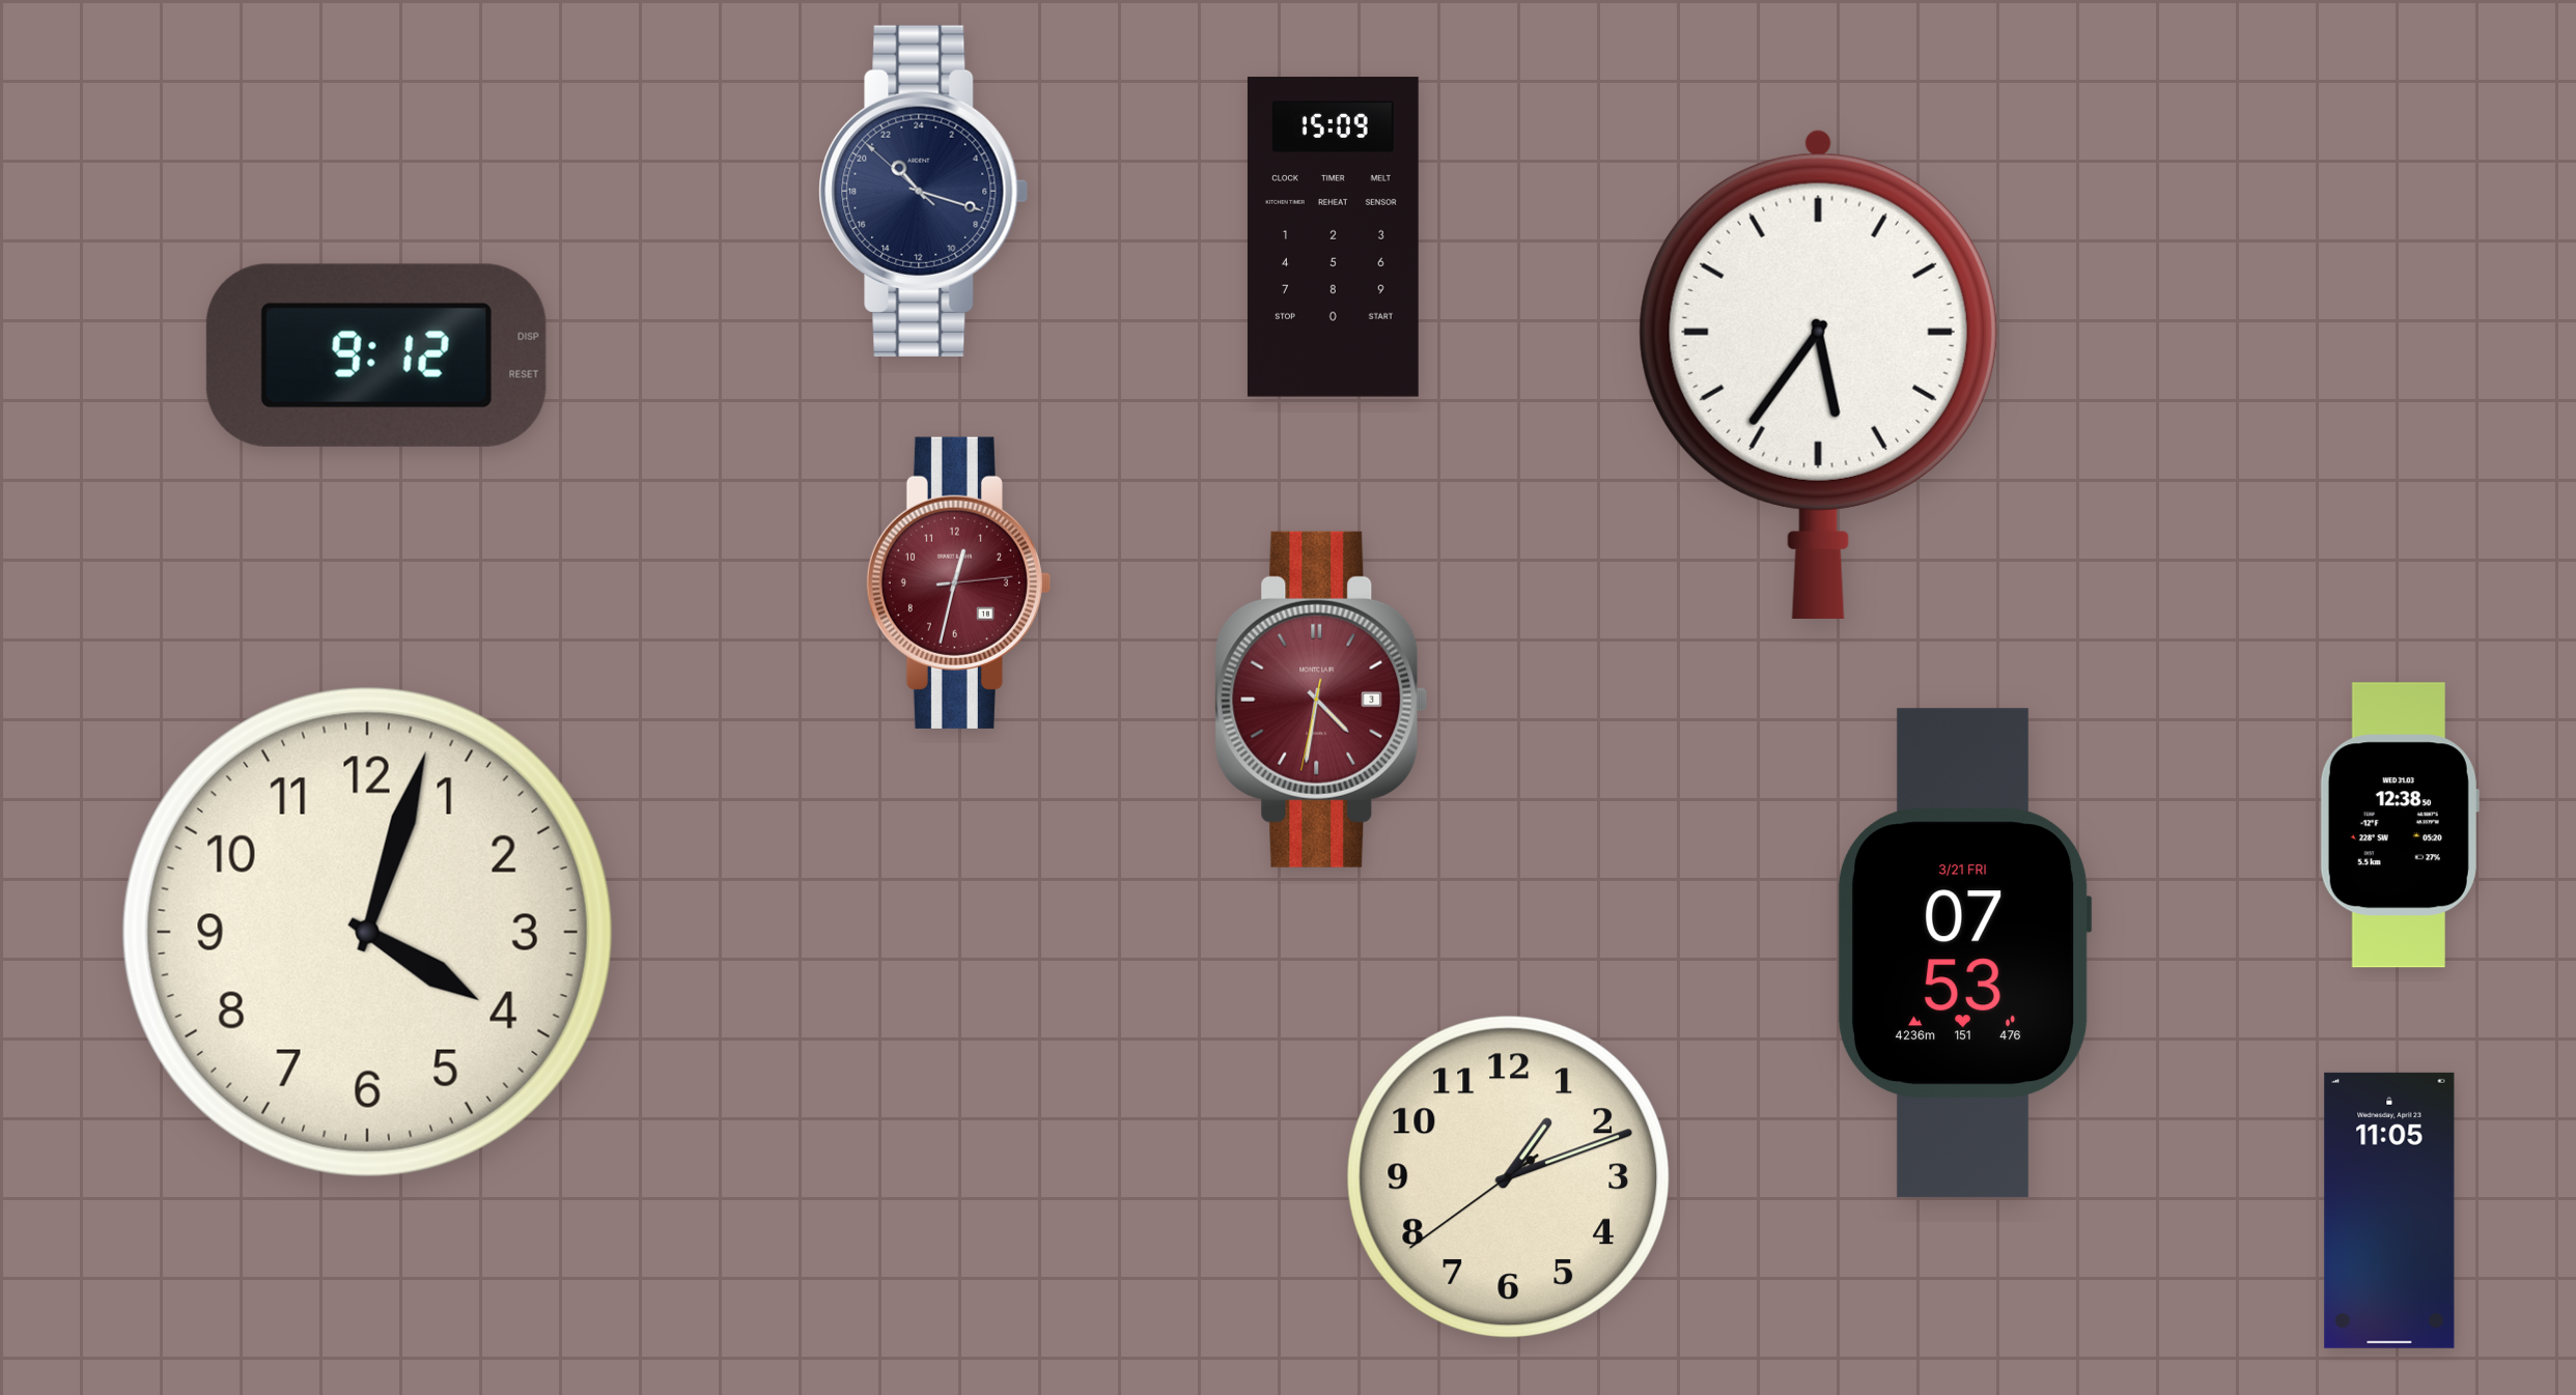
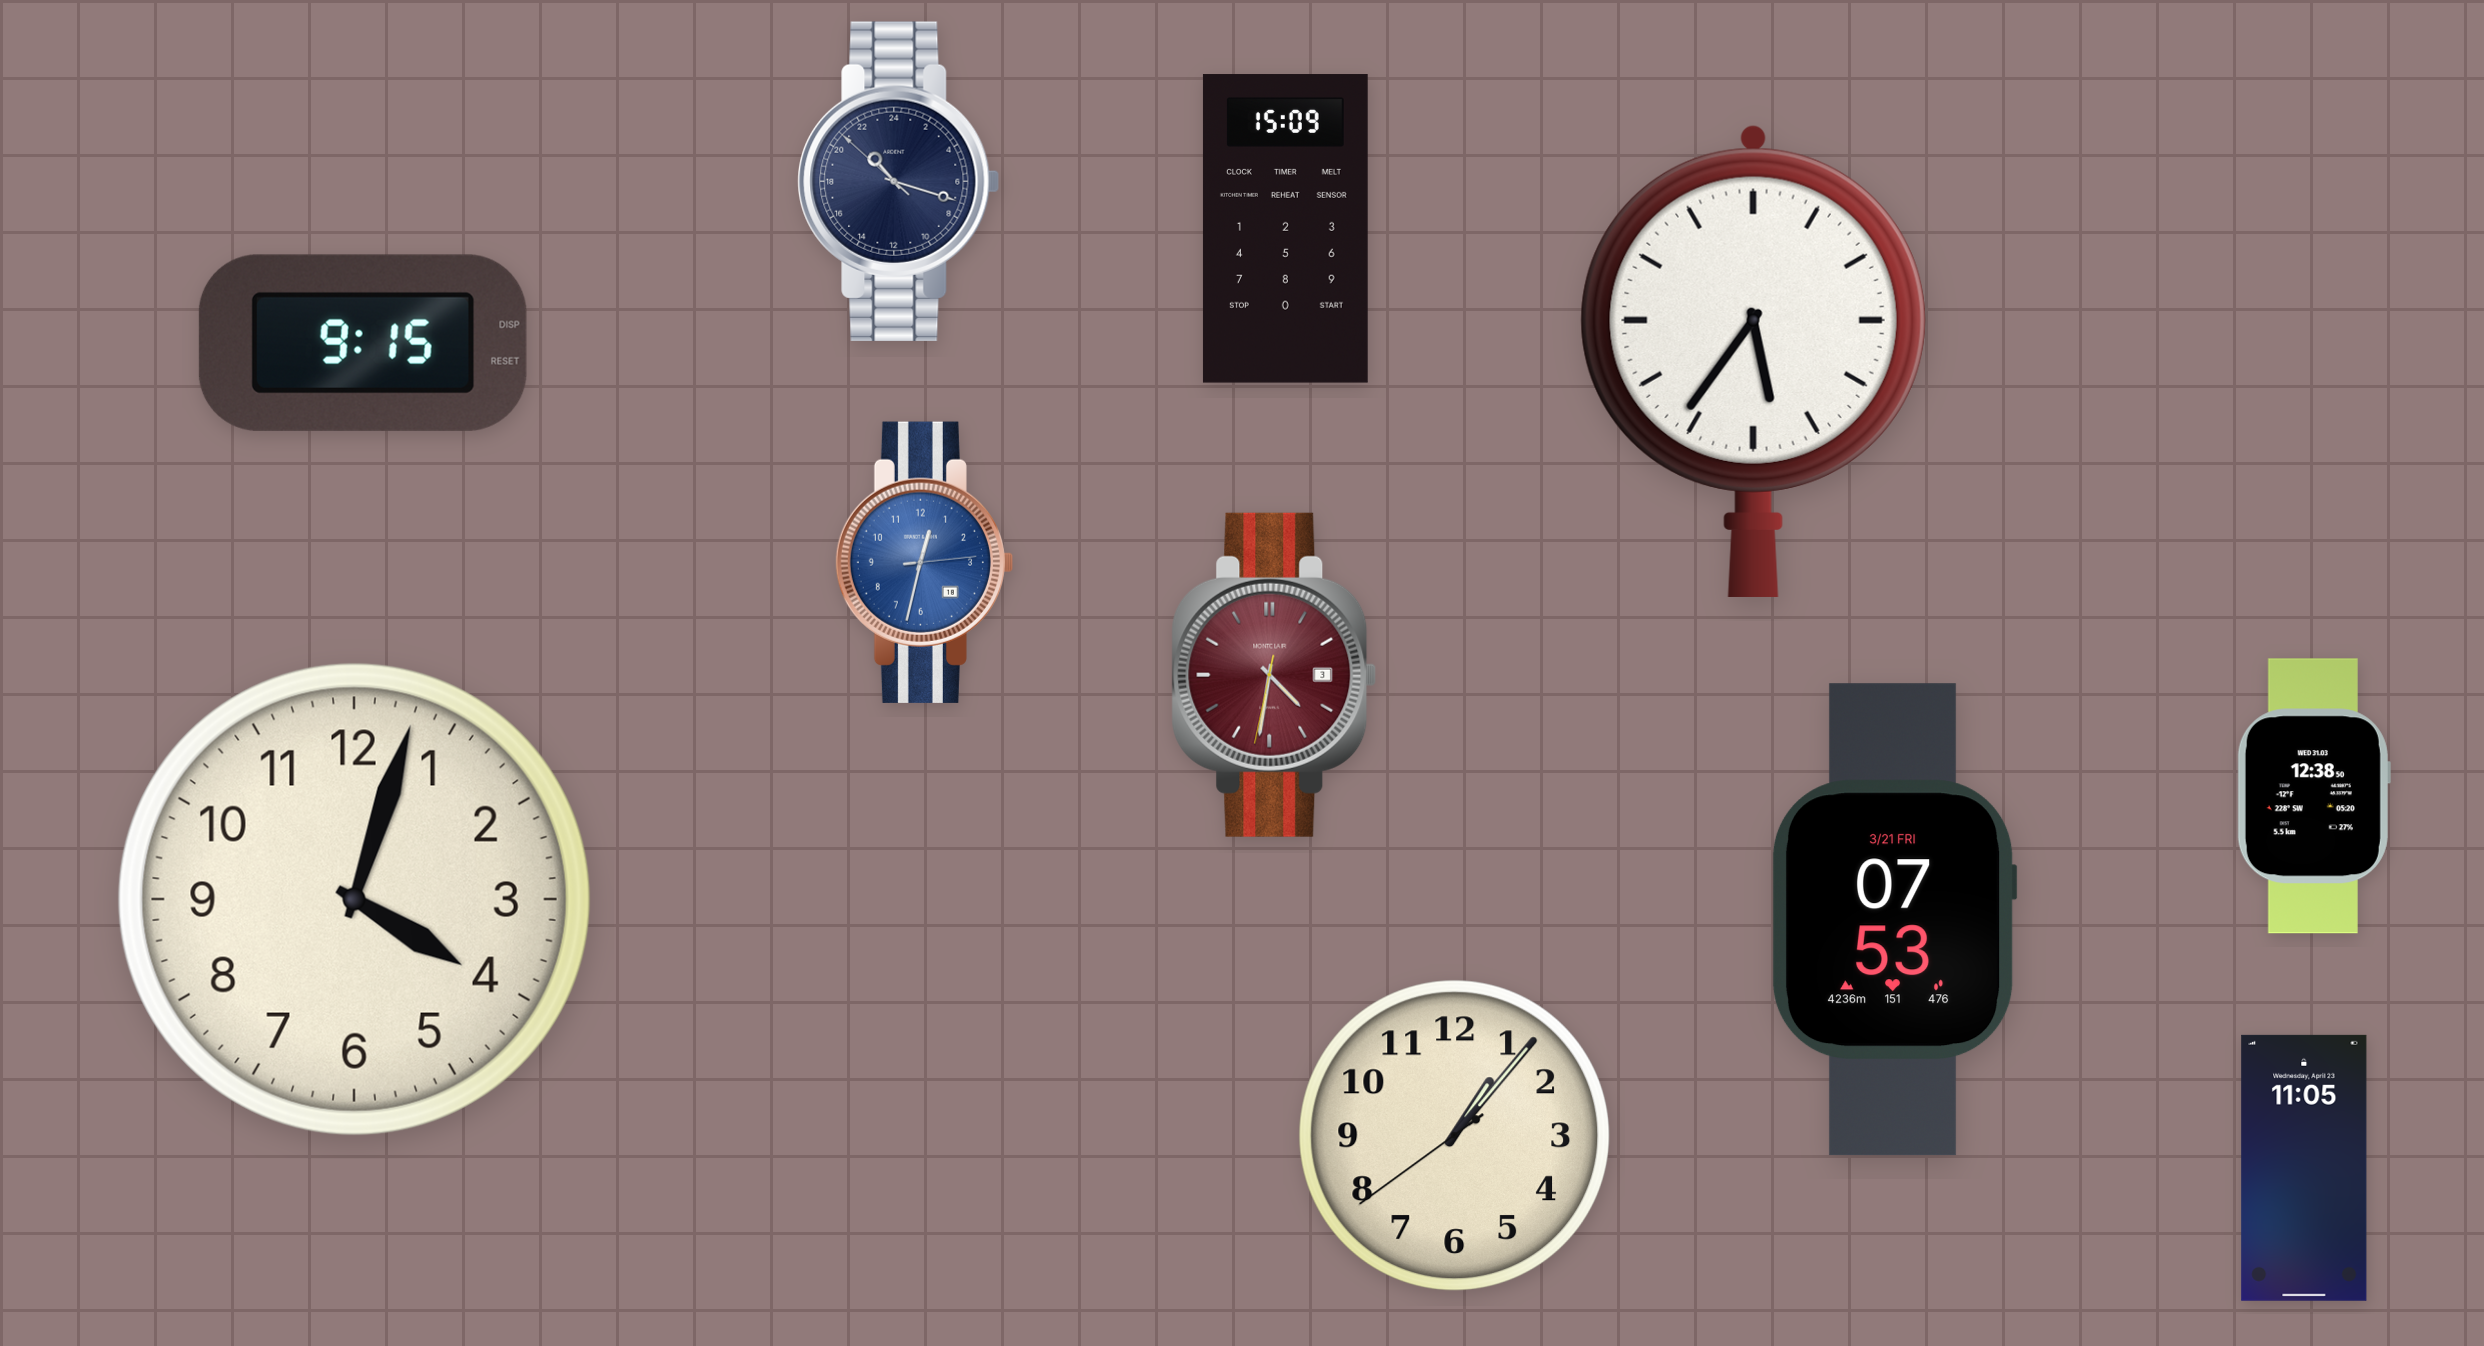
clock at (924, 191) position: (924, 191) -> (899, 181)
clock at (376, 355): 9:12 -> 9:15
clock at (958, 582) dial: burgundy -> blue
clock at (1509, 1177): 1:11 -> 1:06
